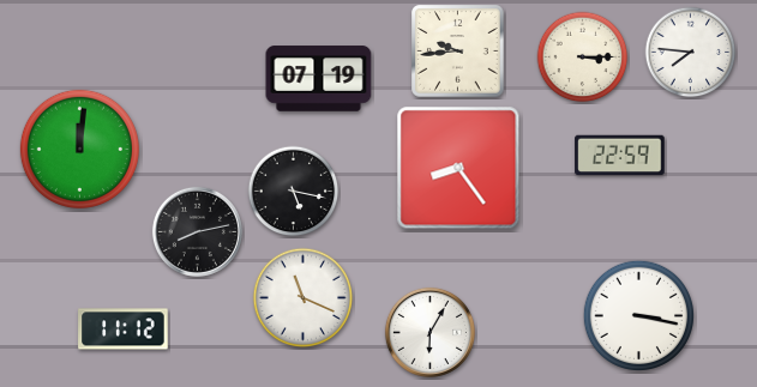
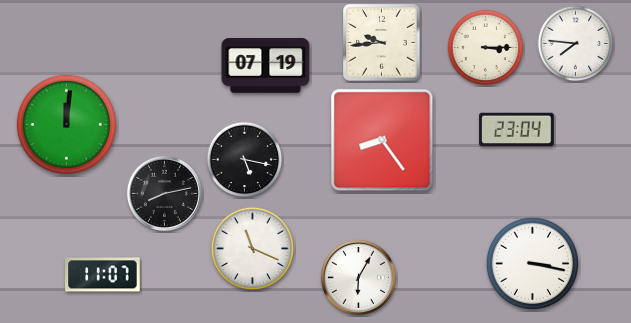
clock at (620, 156): 22:59 -> 23:04
clock at (124, 329): 11:12 -> 11:07
